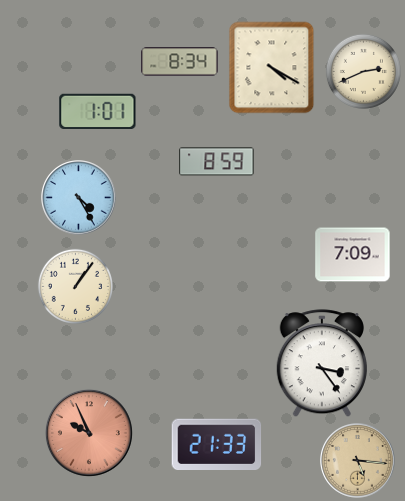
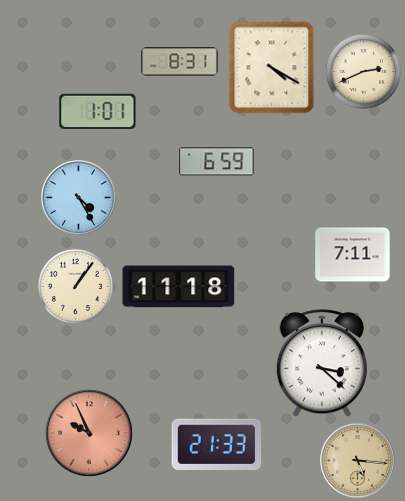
clock at (180, 62): 8:34 -> 8:31
clock at (217, 162): 8:59 -> 6:59
clock at (353, 255): 7:09 -> 7:11
clock at (179, 287): none -> 11:18
clock at (322, 364): 3:24 -> 3:22
